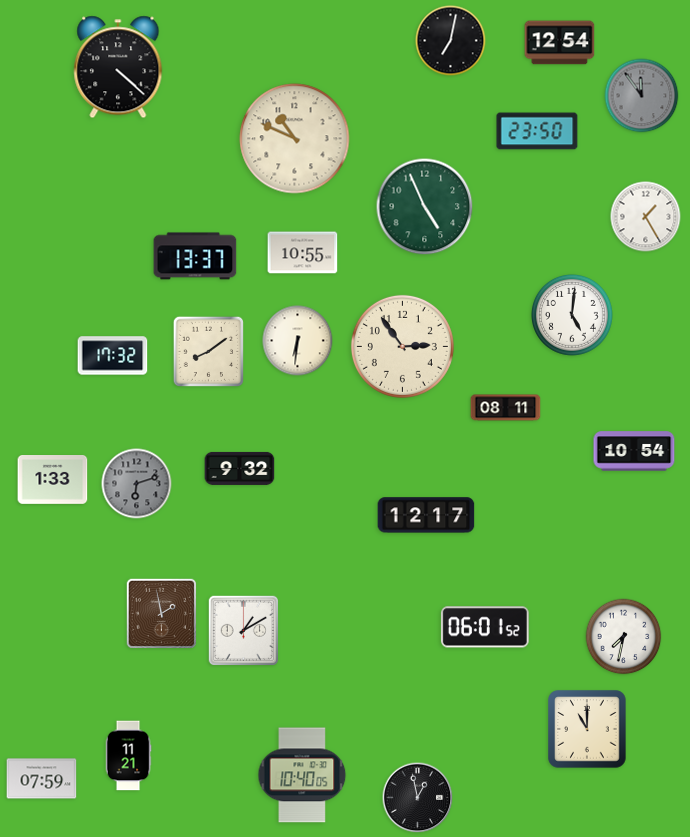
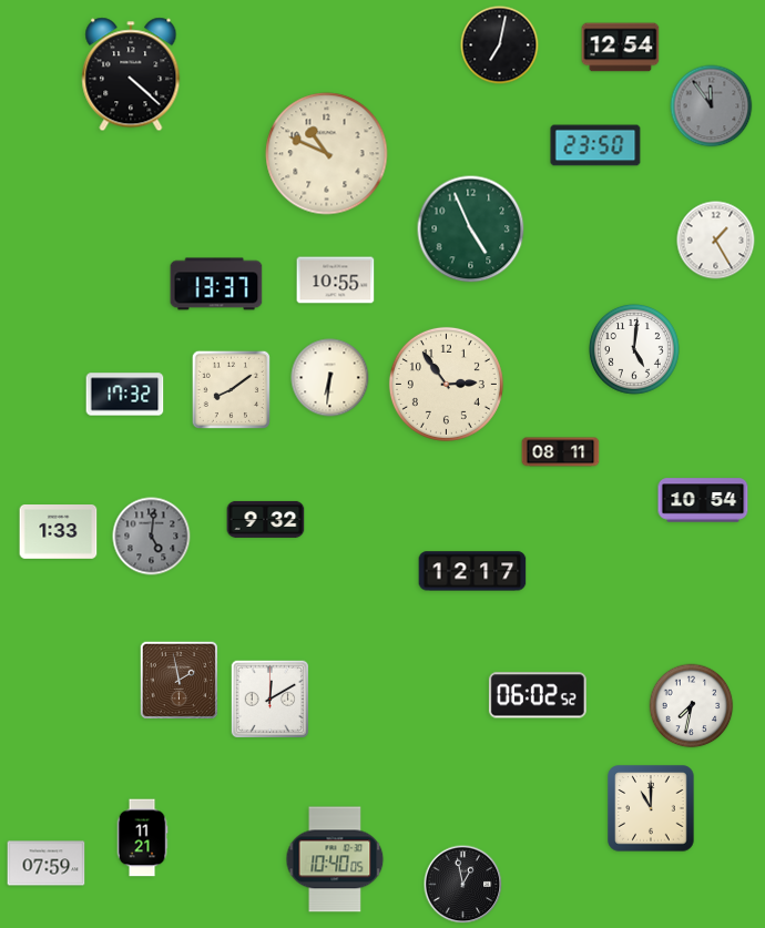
clock at (137, 484): 6:12 -> 5:01
clock at (485, 627): 06:01 -> 06:02
clock at (243, 630): 1:10 -> 12:10
